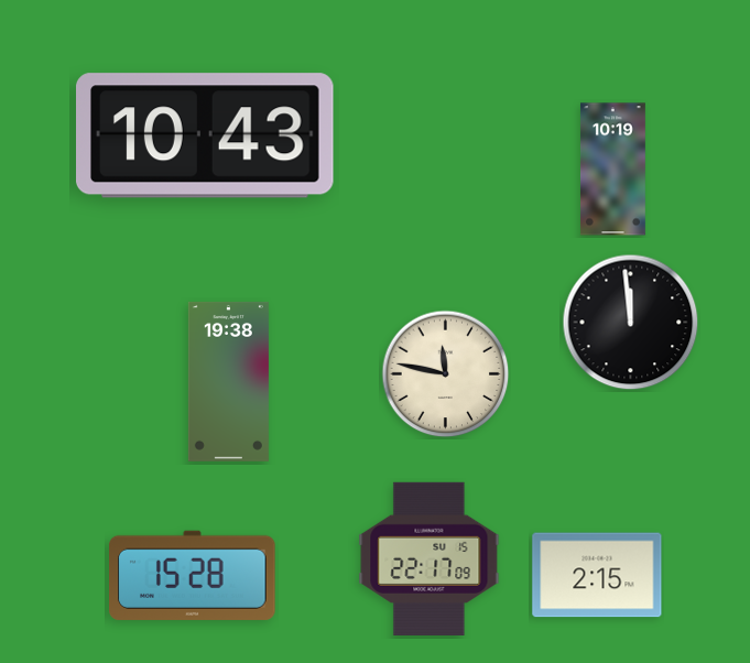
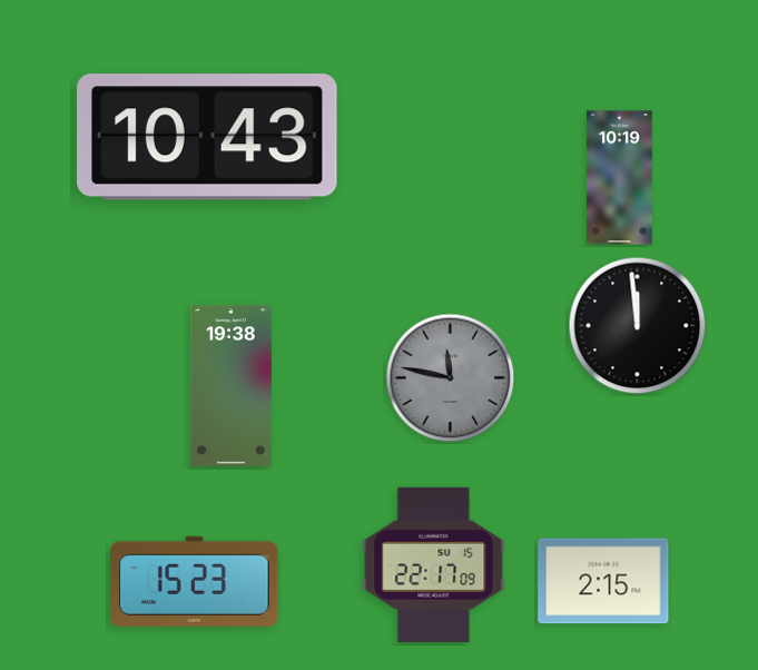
clock at (612, 170) position: (612, 170) -> (619, 178)
clock at (446, 374) dial: cream -> grey
clock at (193, 575): 15:28 -> 15:23
